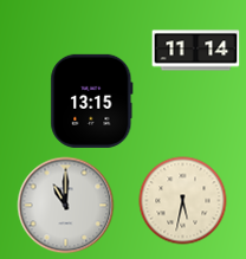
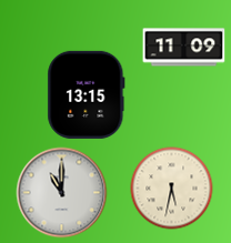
clock at (196, 51): 11:14 -> 11:09
